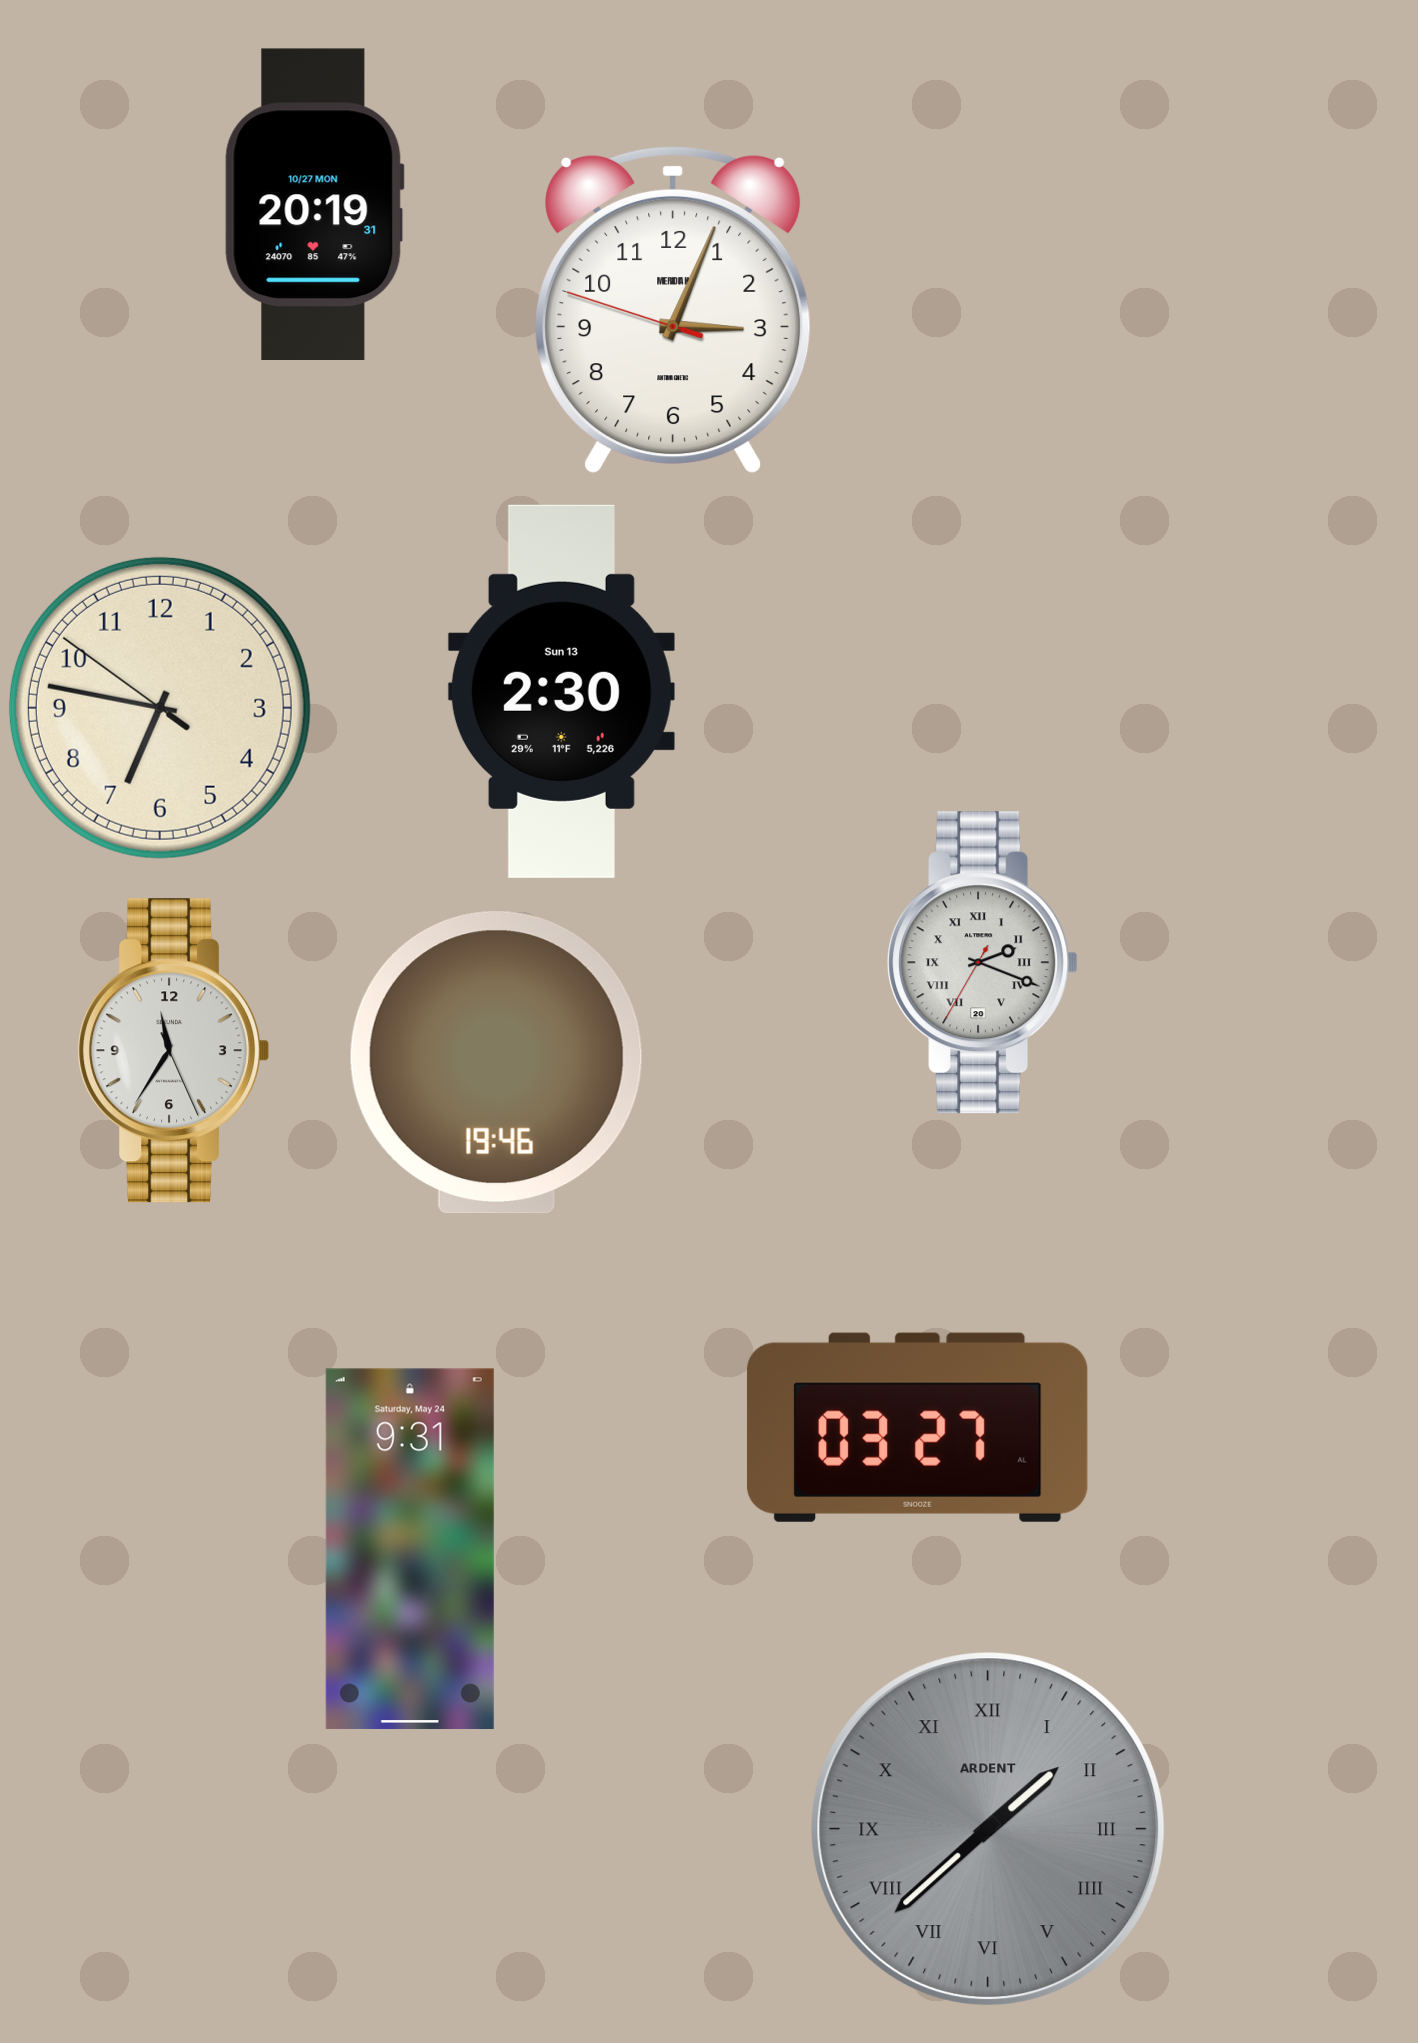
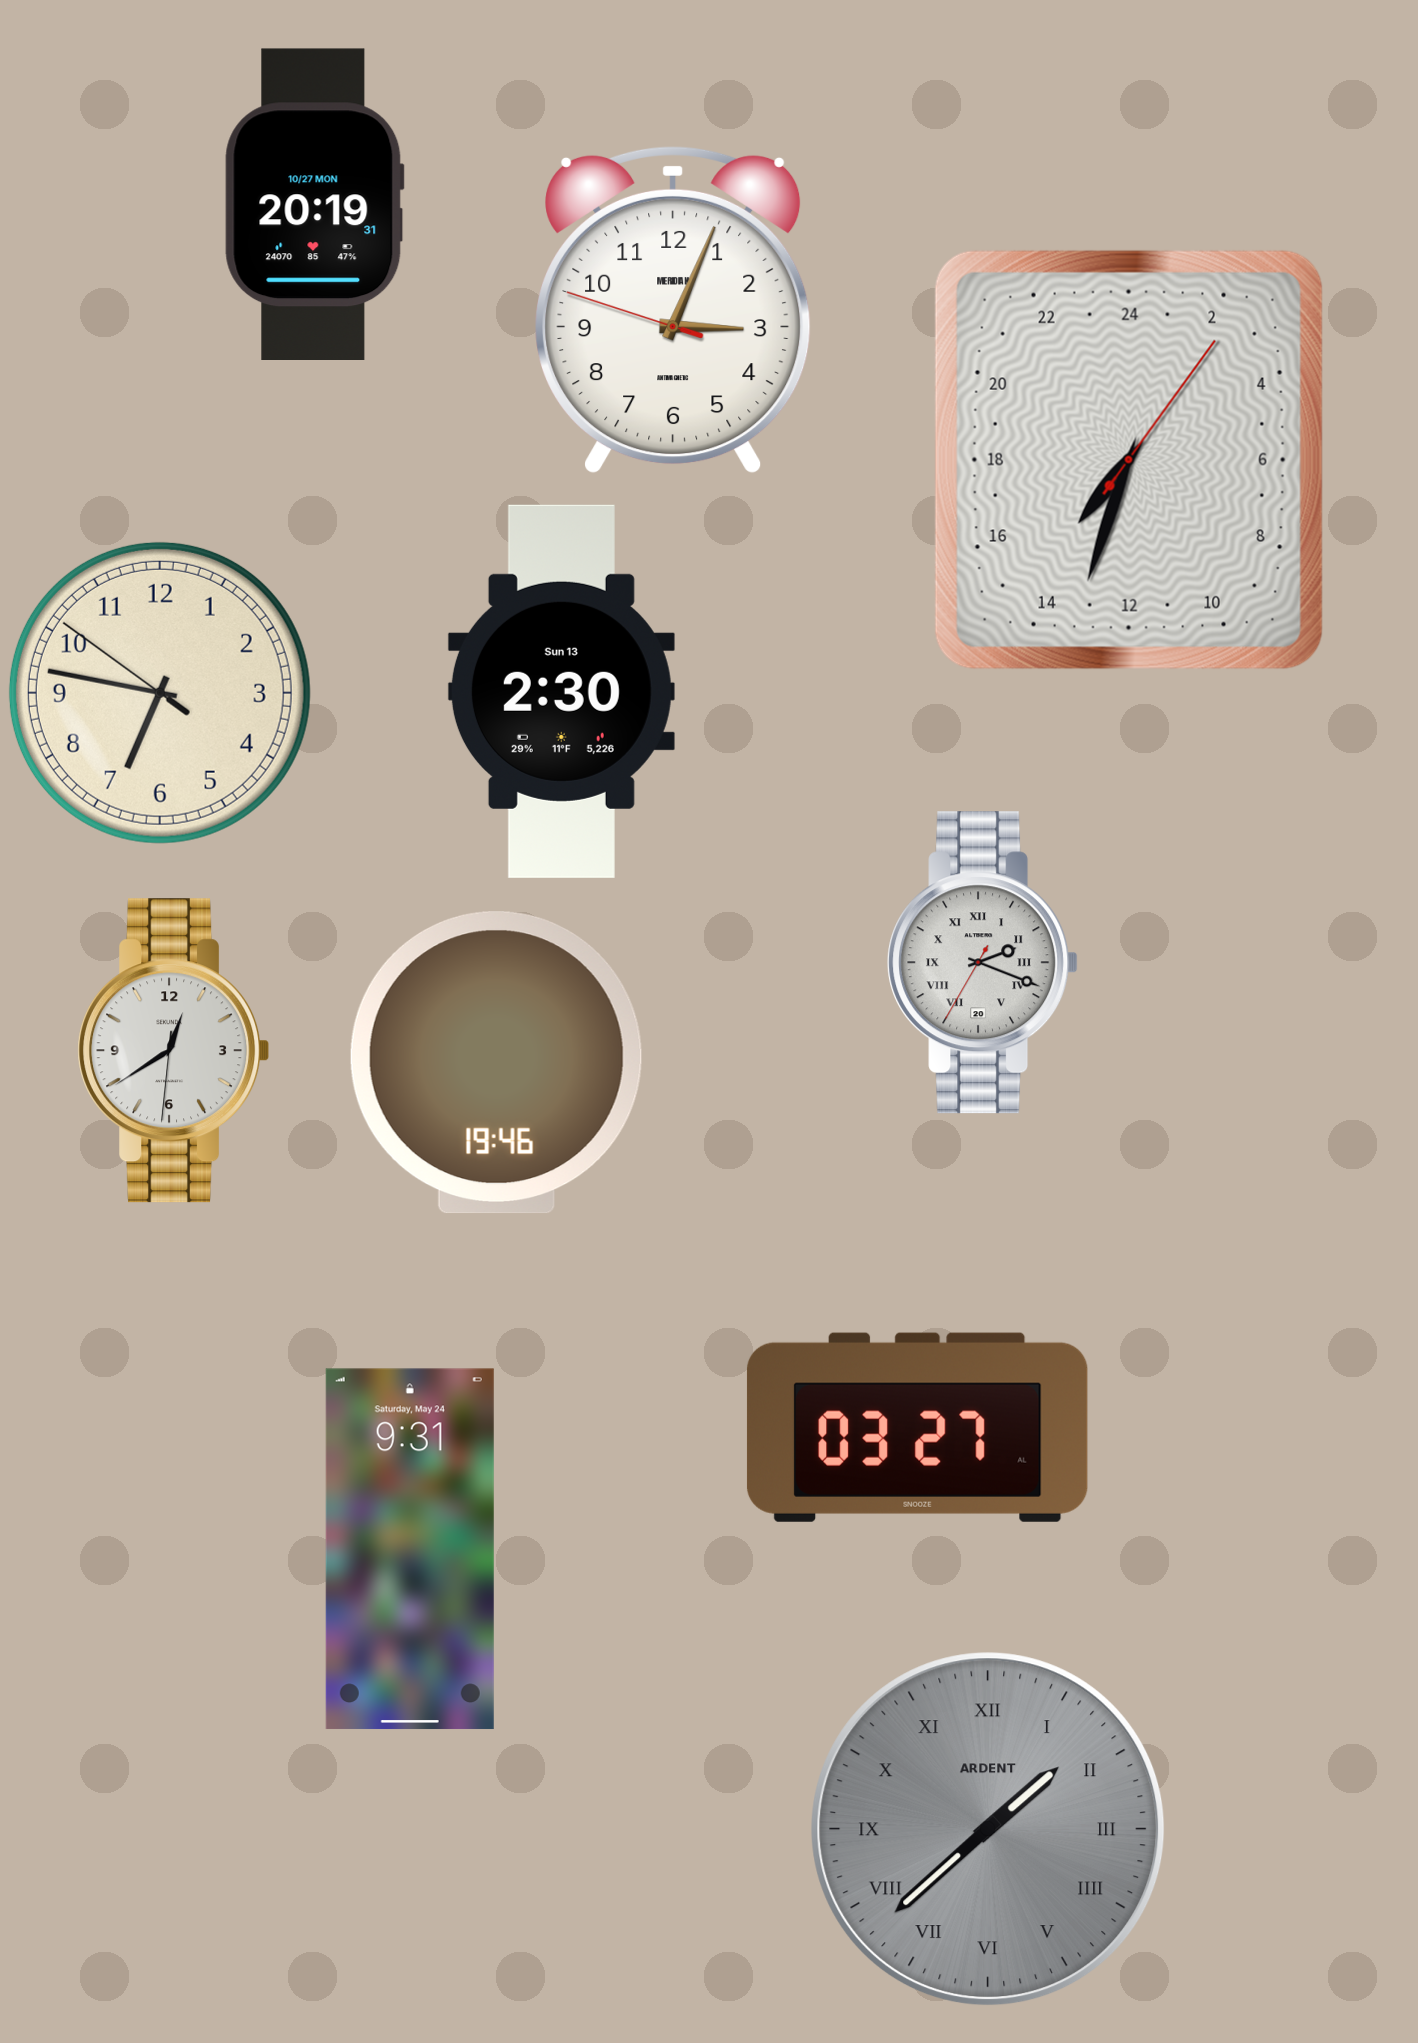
clock at (1129, 460): none -> 14:33
clock at (160, 708) position: (160, 708) -> (160, 693)
clock at (173, 1051): 11:35 -> 12:39
